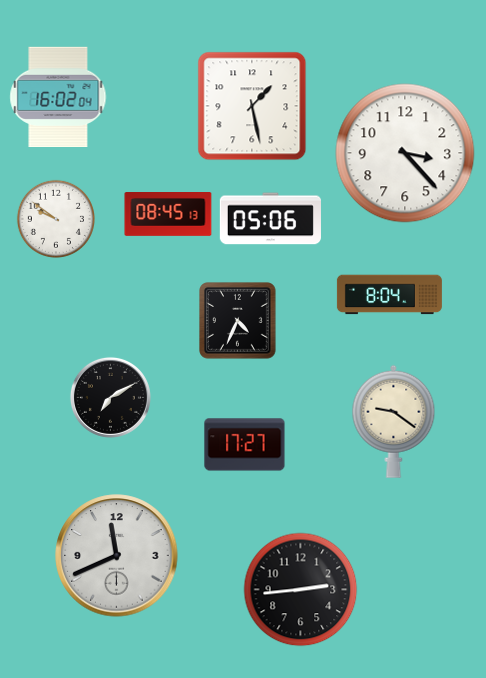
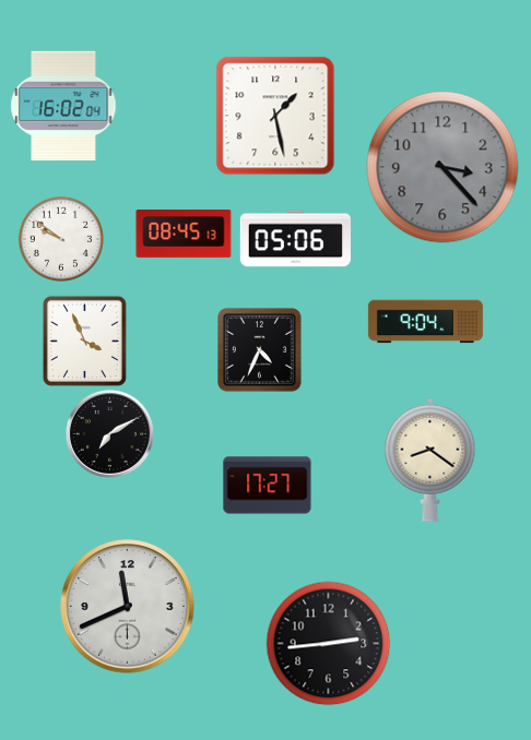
clock at (405, 153) dial: white -> grey
clock at (389, 295): 8:04 -> 9:04
clock at (84, 341): none -> 3:56
clock at (110, 397) position: (110, 397) -> (109, 433)
clock at (394, 421): 9:21 -> 8:21
